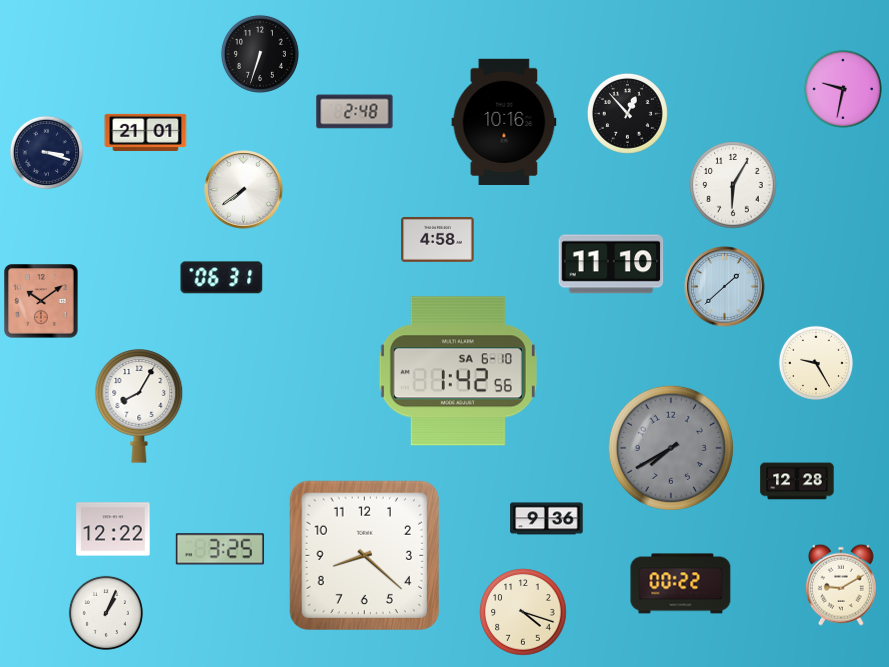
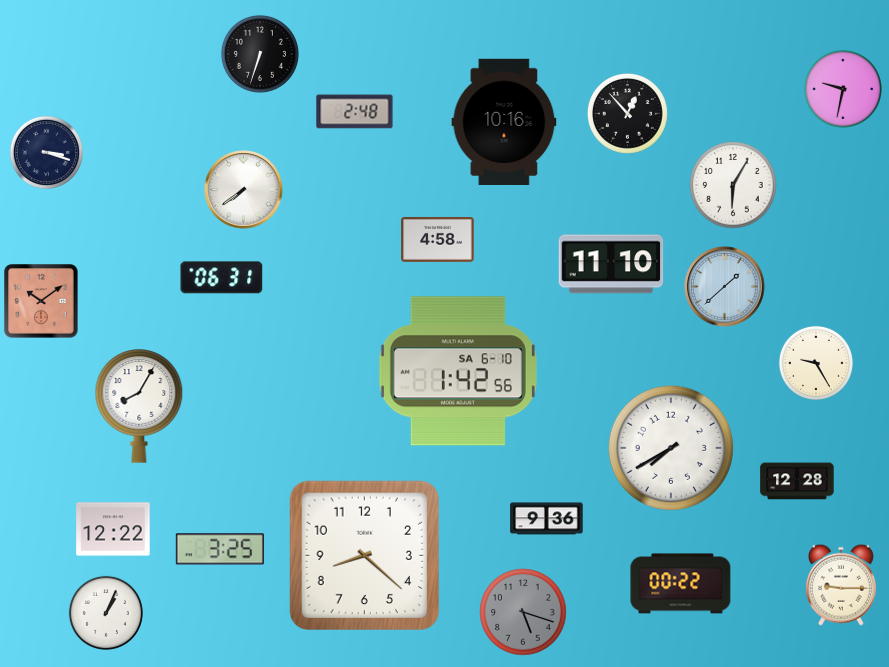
clock at (146, 132): 21:01 -> none
clock at (671, 448) dial: grey -> white
clock at (841, 585): 9:10 -> 9:15
clock at (523, 612): 4:18 -> 5:18
clock at (523, 612) dial: cream -> grey
